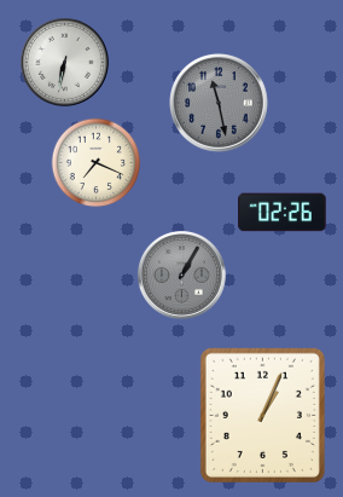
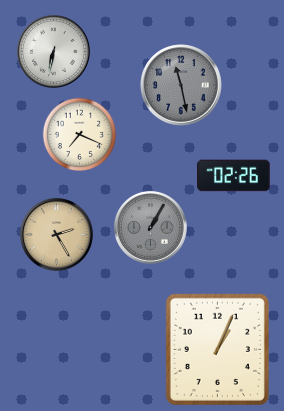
clock at (56, 234): none -> 2:25
clock at (262, 415) position: (262, 415) -> (217, 349)
